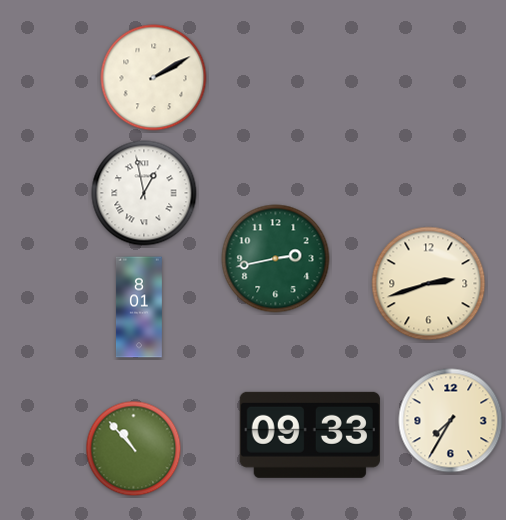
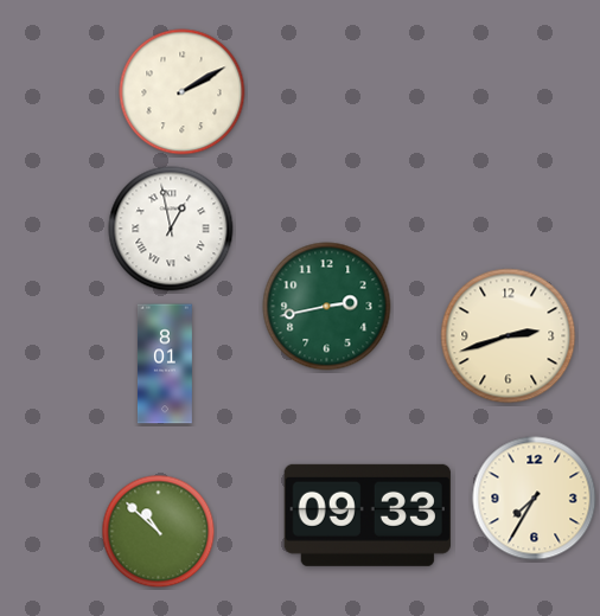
clock at (134, 449): 10:53 -> 10:52
